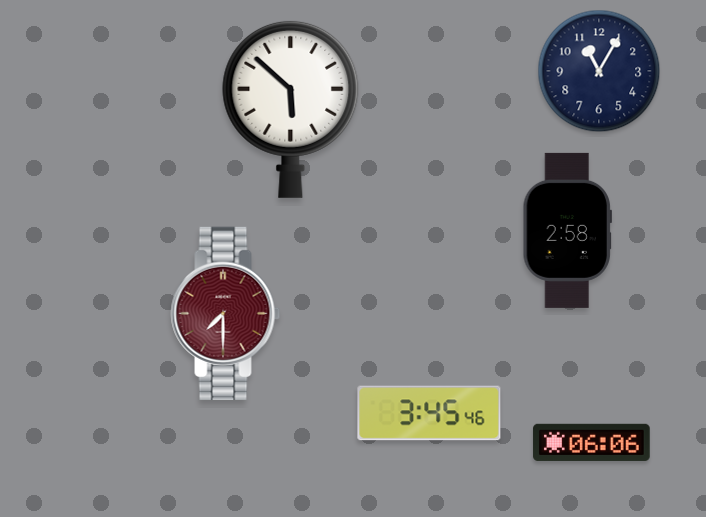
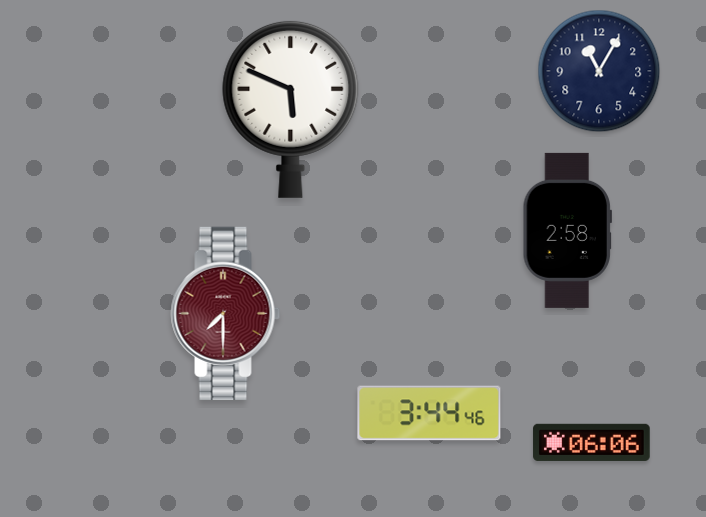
clock at (291, 109): 5:52 -> 5:49
clock at (429, 413): 3:45 -> 3:44
